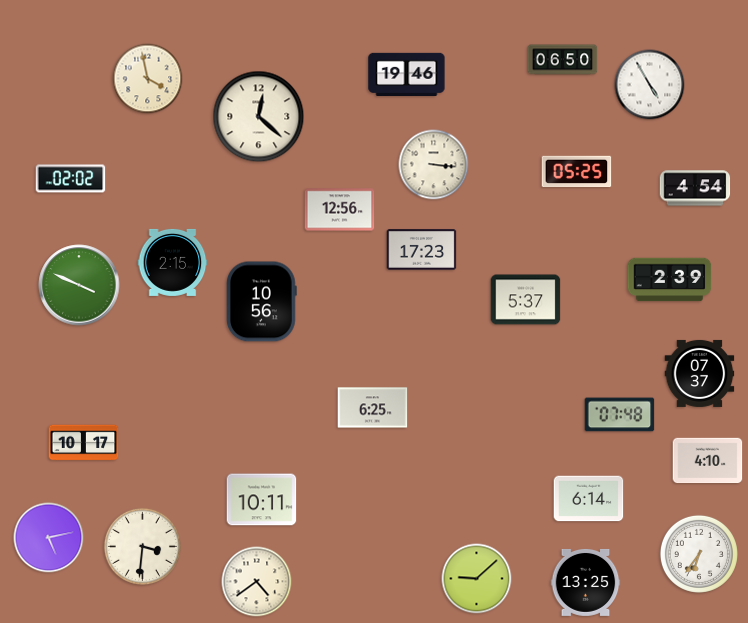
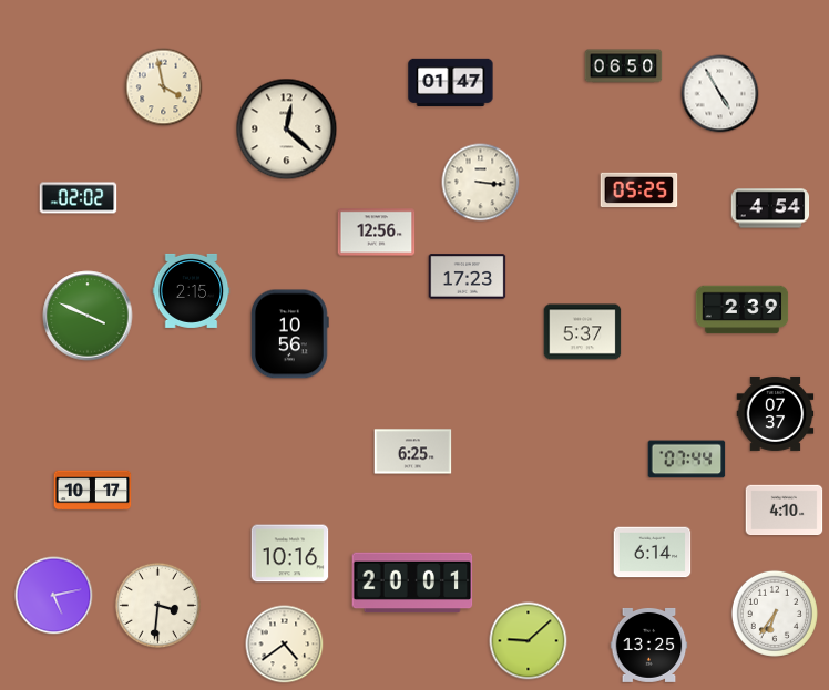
clock at (407, 74): 19:46 -> 01:47
clock at (620, 415): 07:48 -> 07:44
clock at (262, 500): 10:11 -> 10:16
clock at (412, 583): none -> 20:01
